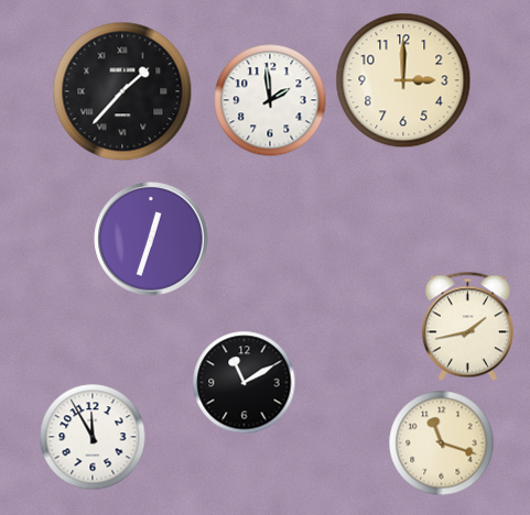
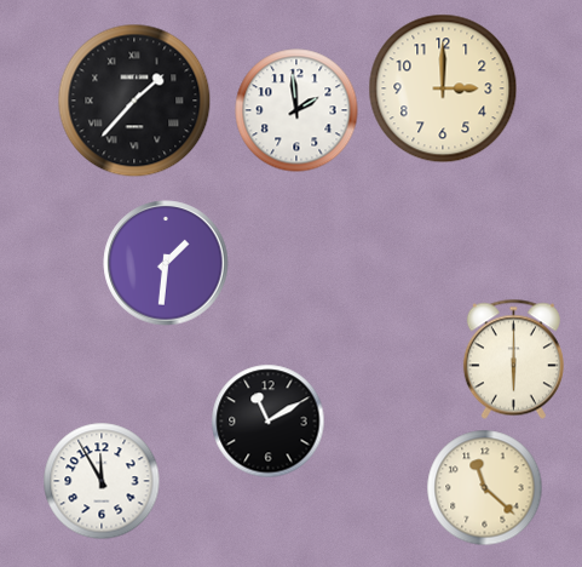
clock at (151, 239): 12:33 -> 1:31
clock at (467, 327): 1:43 -> 6:00
clock at (442, 443): 11:18 -> 11:22
